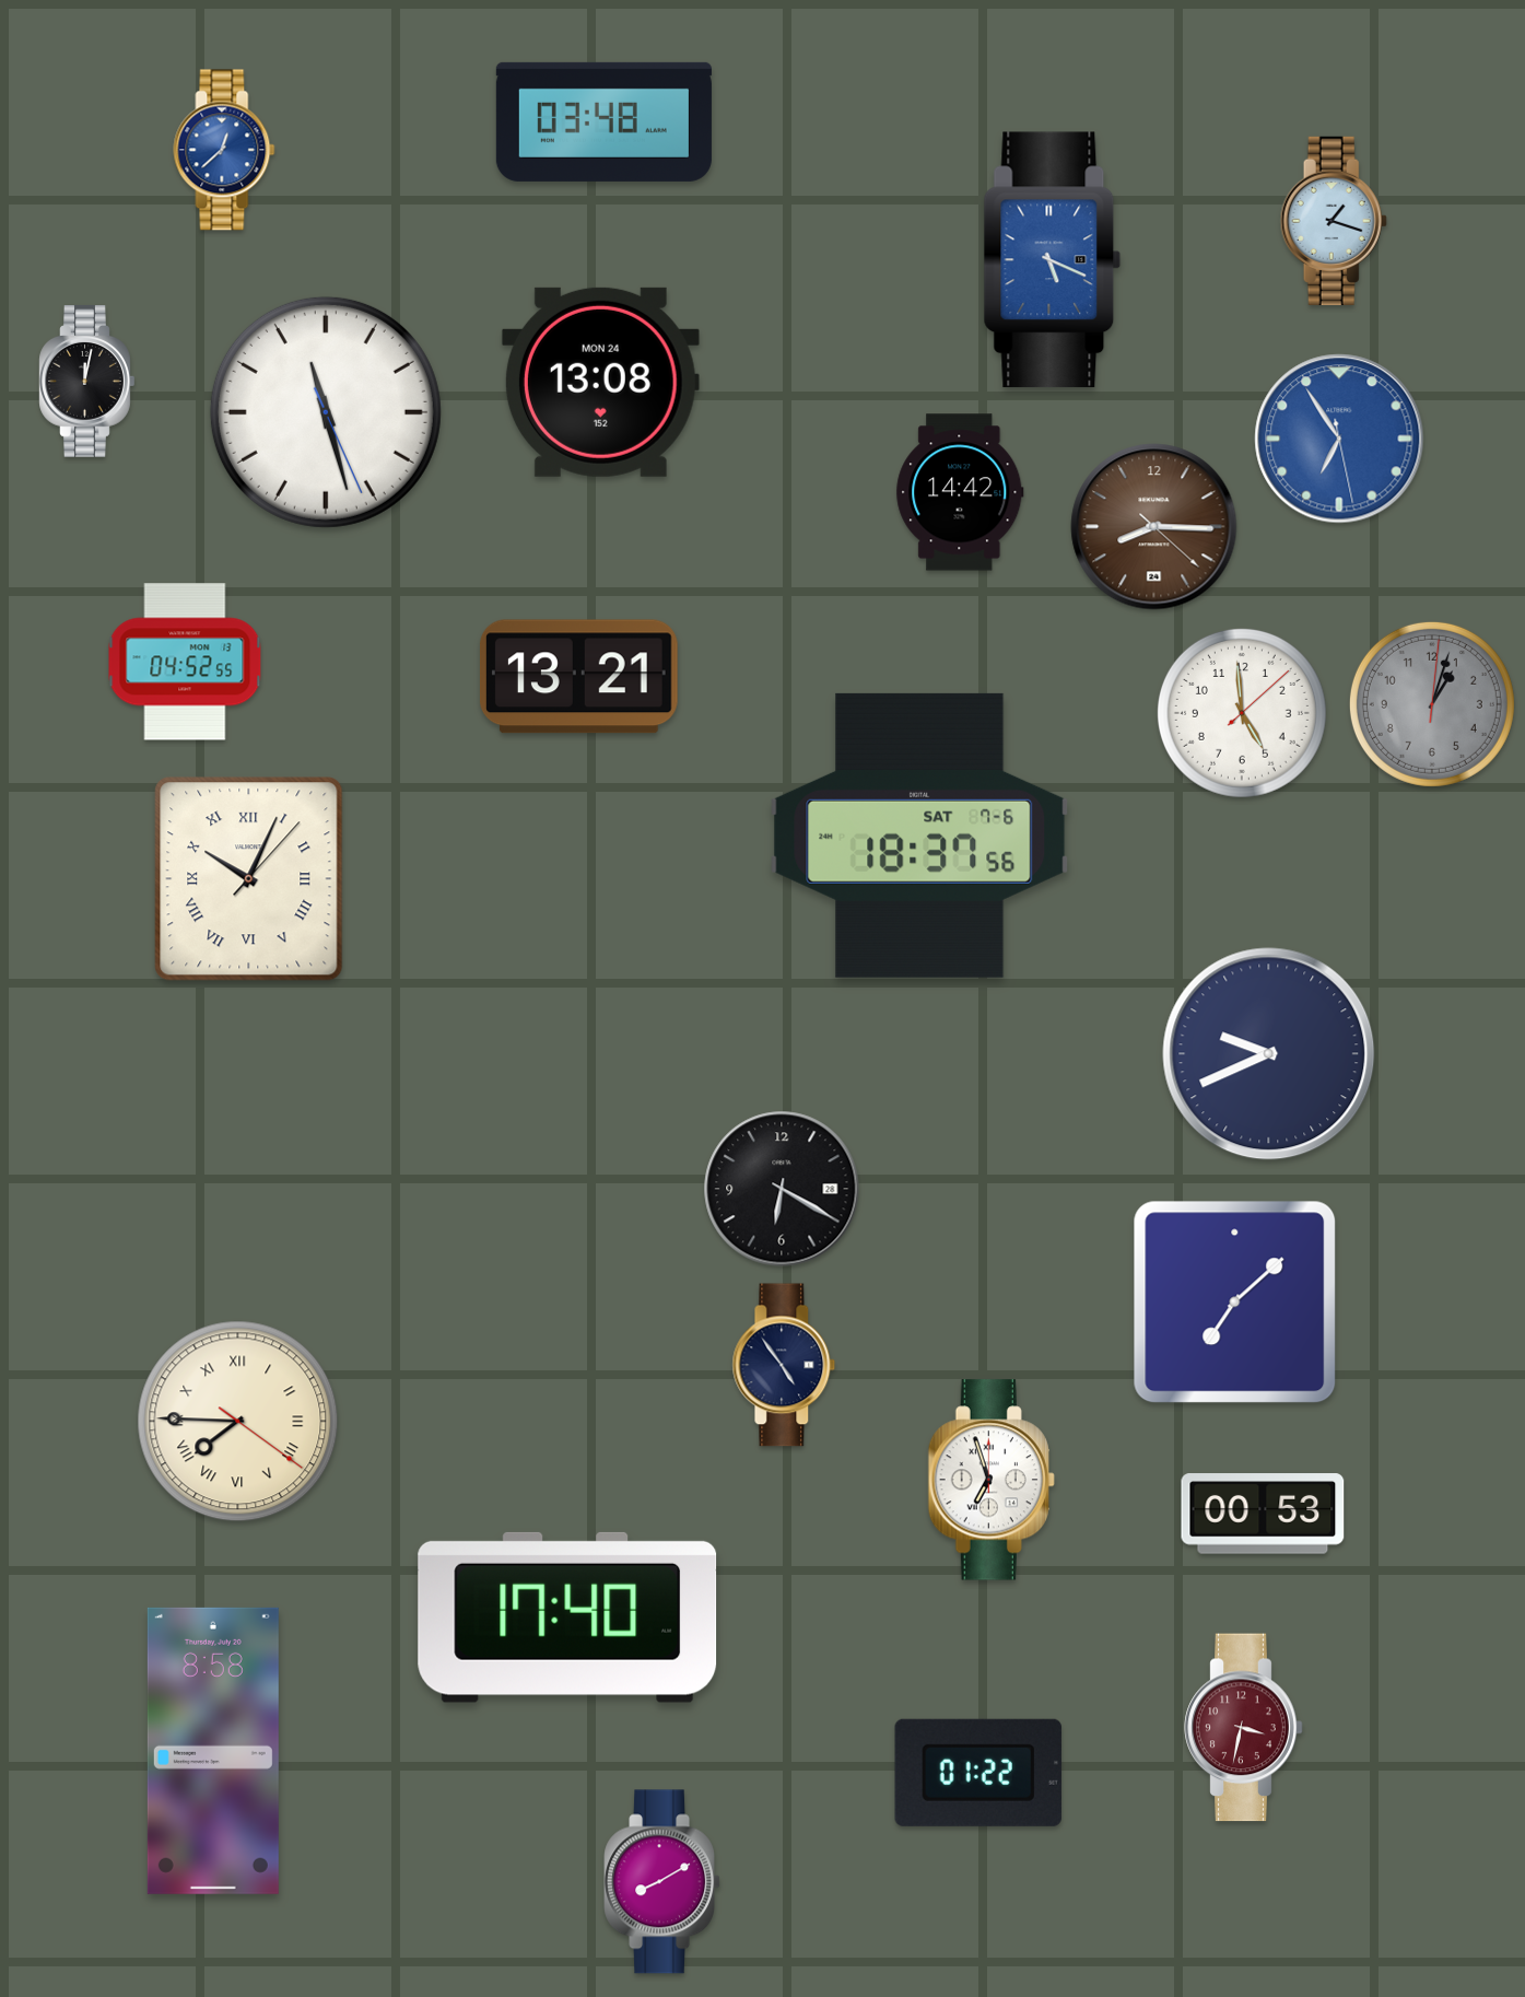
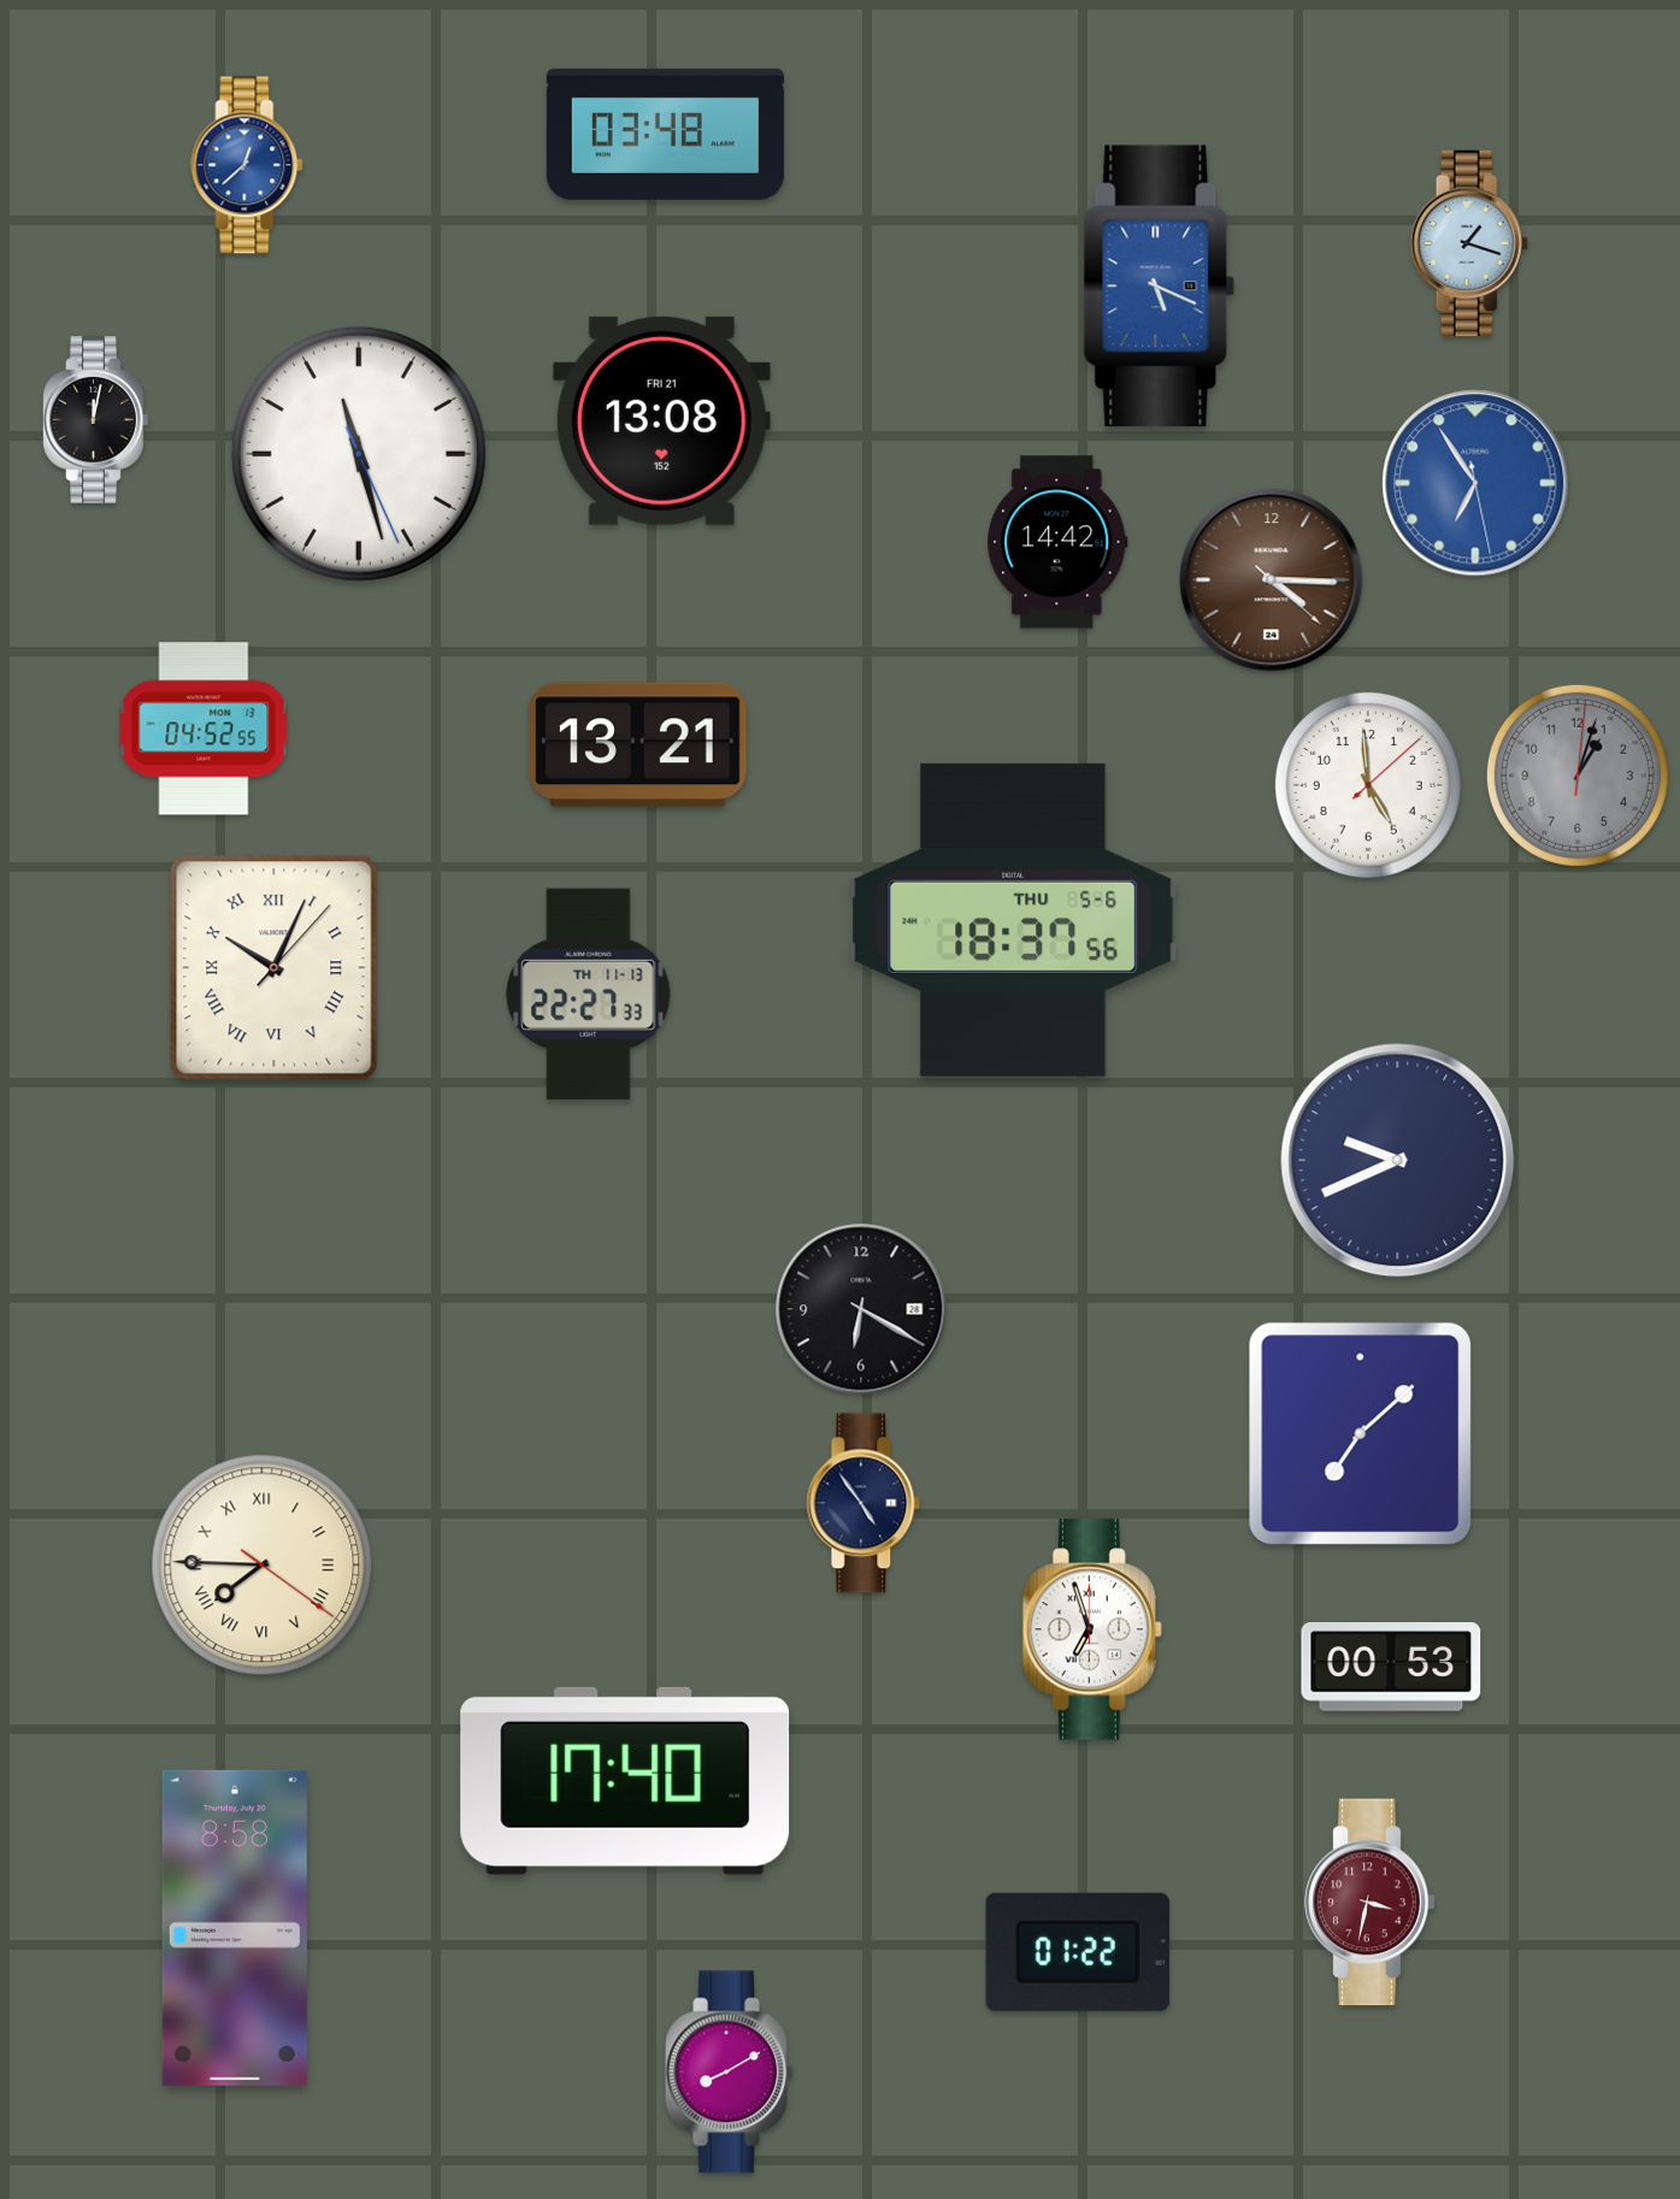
clock at (600, 382) date: MON 24 -> FRI 21
clock at (1154, 527): 8:15 -> 4:15
clock at (919, 836) date: SAT 7-6 -> THU 5-6
clock at (589, 994): none -> 22:27
